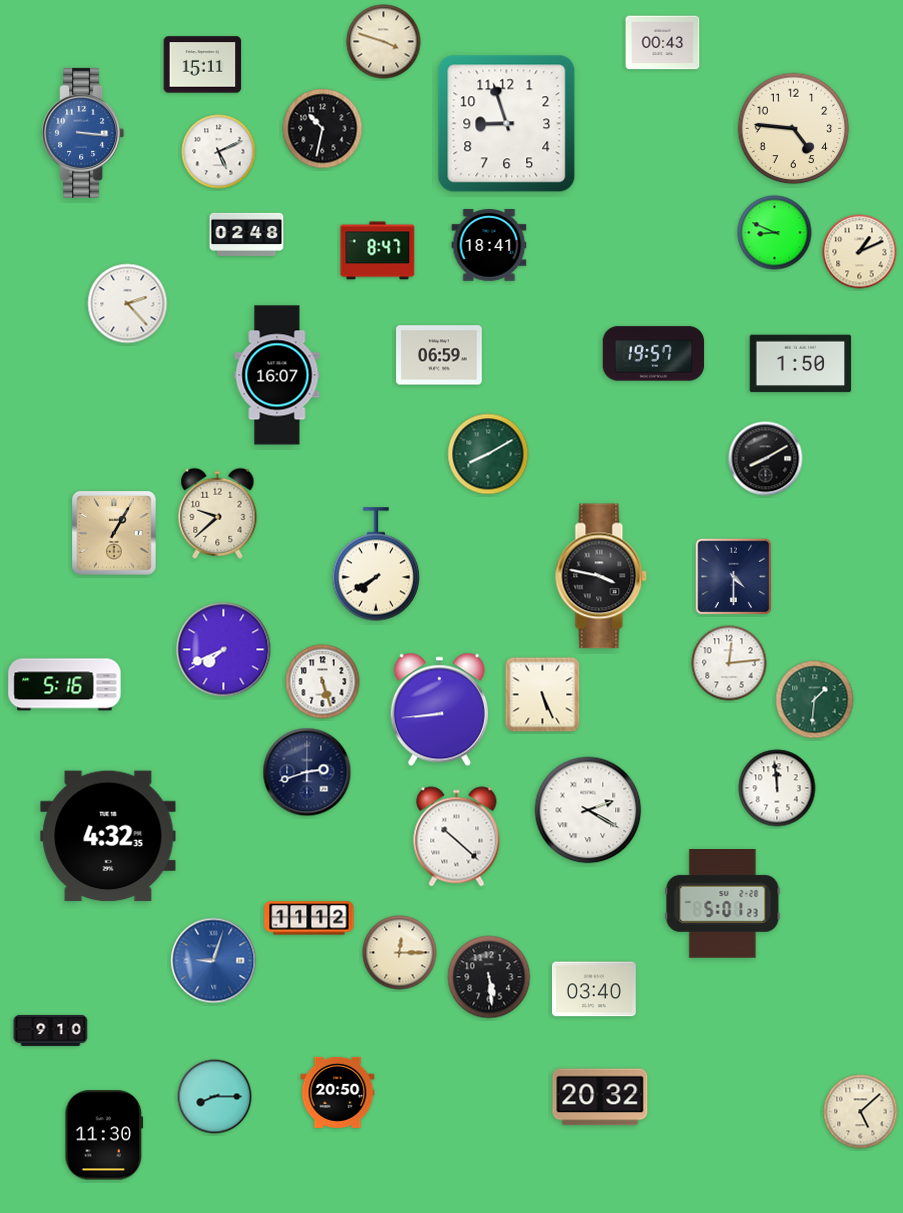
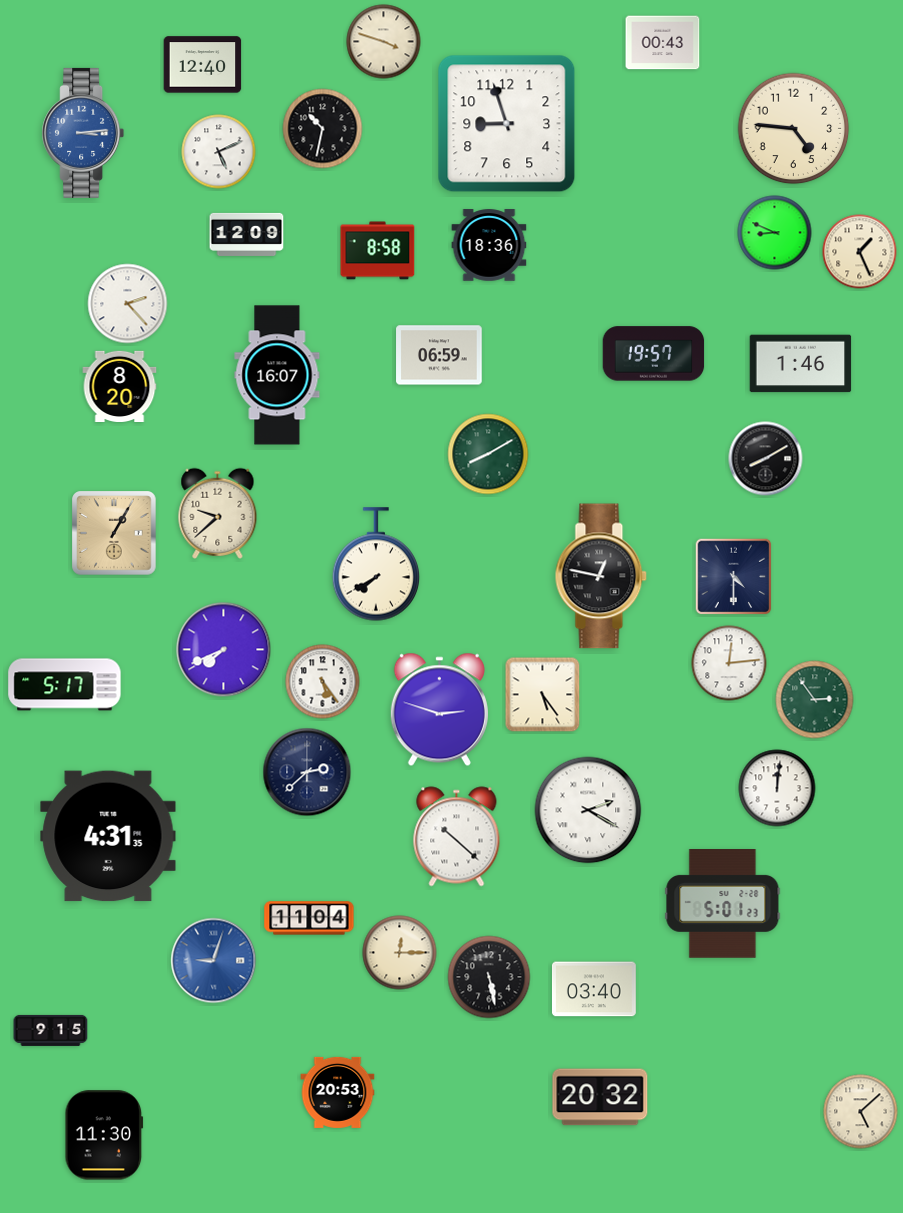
clock at (203, 65): 15:11 -> 12:40
clock at (83, 133): 3:16 -> 3:14
clock at (247, 234): 02:48 -> 12:09
clock at (489, 245): 18:41 -> 18:36
clock at (378, 251): 8:47 -> 8:58
clock at (860, 252): 1:11 -> 1:26
clock at (801, 364): 1:50 -> 1:46
clock at (120, 386): none -> 8:20
clock at (601, 576): 3:47 -> 12:47
clock at (323, 682): 5:27 -> 5:24
clock at (65, 685): 5:16 -> 5:17
clock at (543, 695): 5:26 -> 5:24
clock at (815, 700): 1:31 -> 2:54
clock at (439, 710): 8:44 -> 2:48
clock at (307, 772): 2:42 -> 2:38
clock at (777, 788): 11:59 -> 12:01
clock at (108, 836): 4:32 -> 4:31
clock at (309, 918): 11:12 -> 11:04
clock at (489, 977): 5:29 -> 5:28
clock at (51, 1030): 9:10 -> 9:15
clock at (338, 1092): 20:50 -> 20:53
clock at (215, 1097): 8:15 -> none
